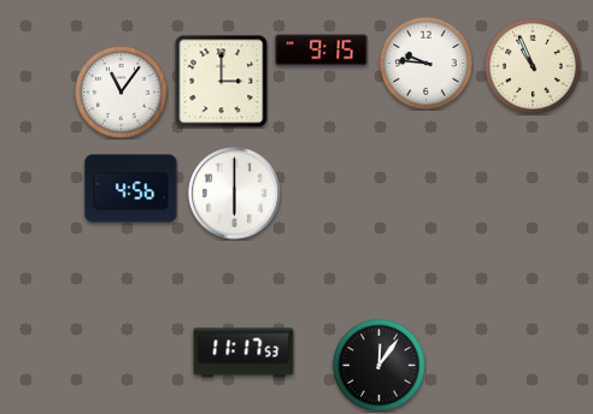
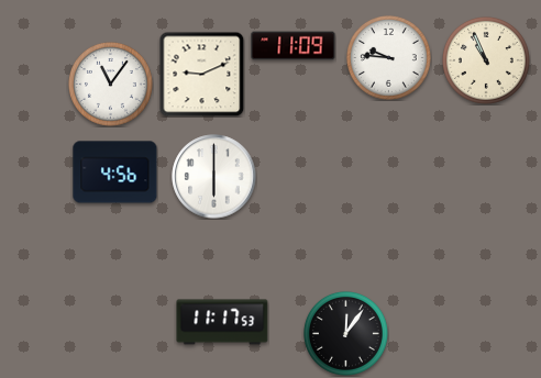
clock at (322, 51): 9:15 -> 11:09
clock at (221, 81): 3:00 -> 9:11
clock at (131, 189) position: (131, 189) -> (115, 173)
